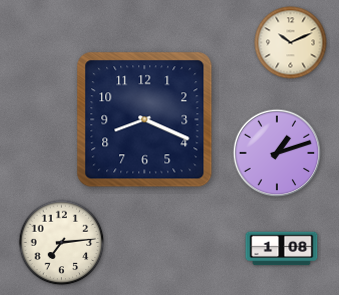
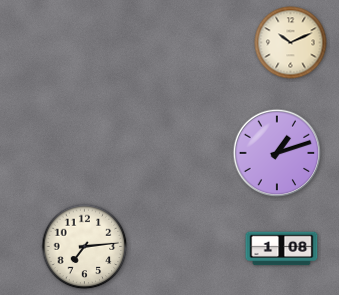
clock at (145, 120): 8:19 -> none
clock at (62, 243) position: (62, 243) -> (85, 247)
